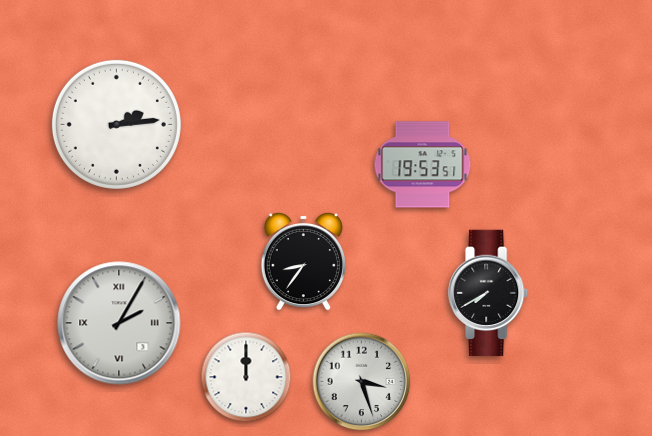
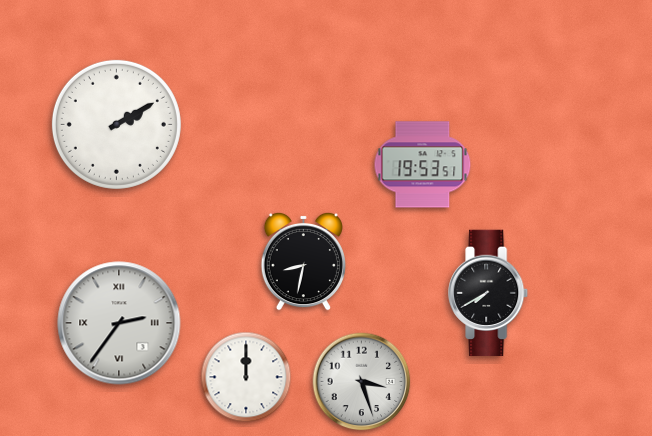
clock at (116, 124): 2:14 -> 2:10
clock at (303, 261): 8:36 -> 8:32
clock at (119, 323): 2:05 -> 2:36
